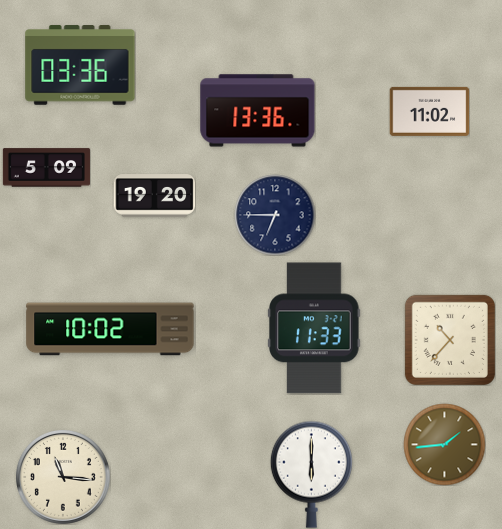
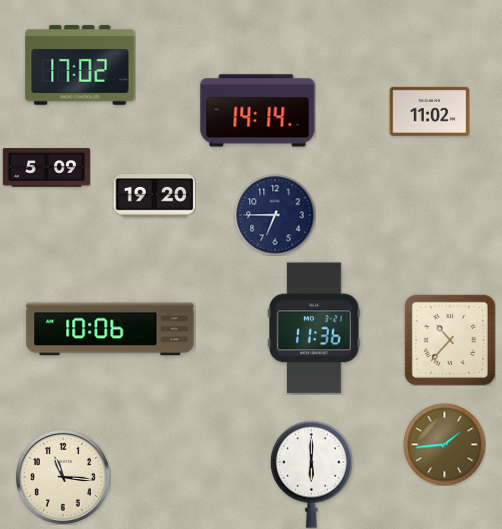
clock at (80, 65): 03:36 -> 17:02
clock at (258, 111): 13:36 -> 14:14
clock at (314, 328): 11:33 -> 11:36
clock at (110, 329): 10:02 -> 10:06
